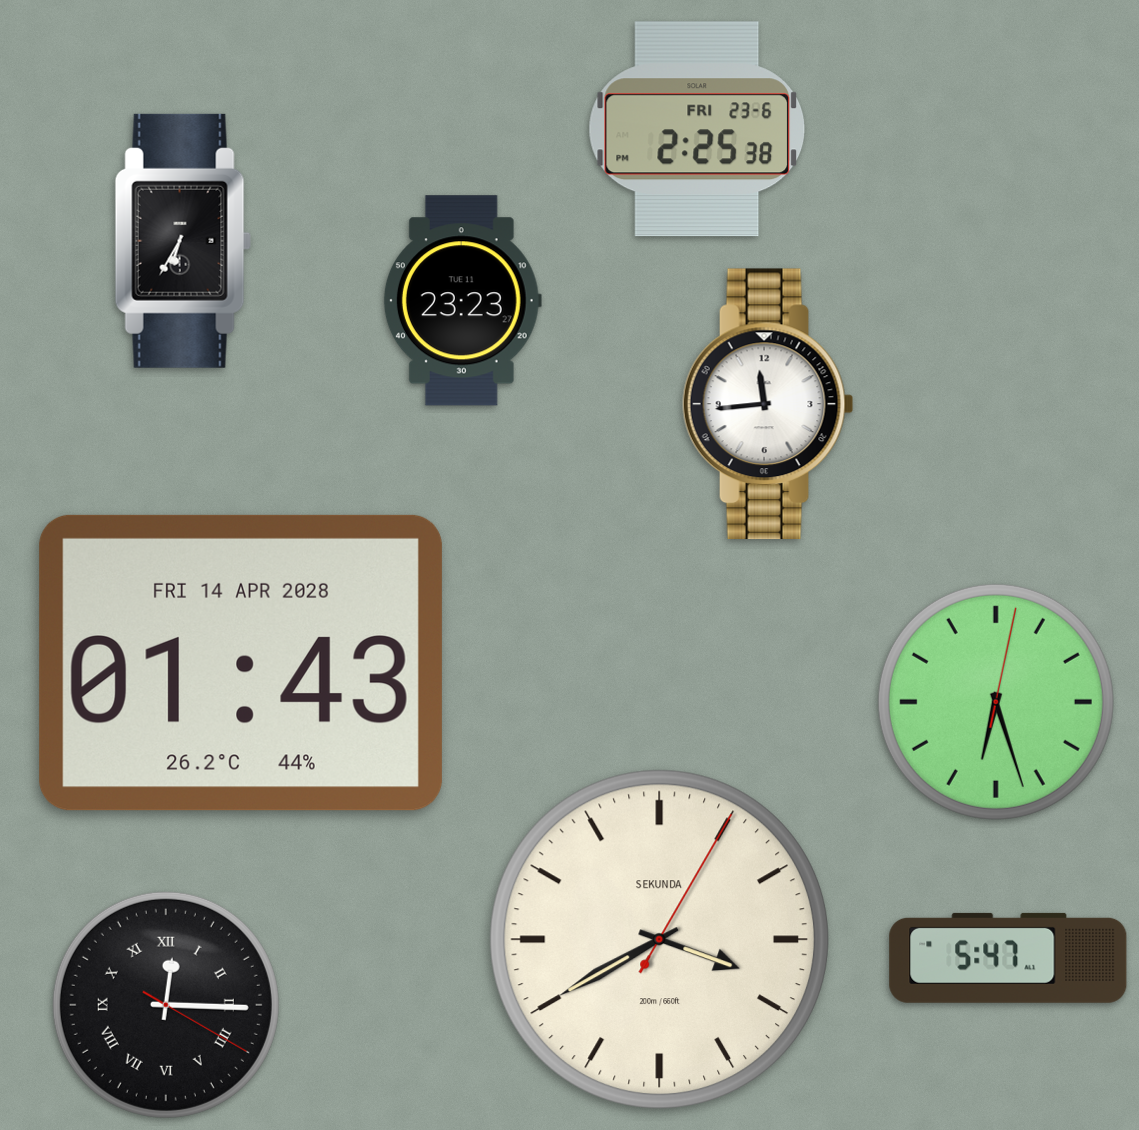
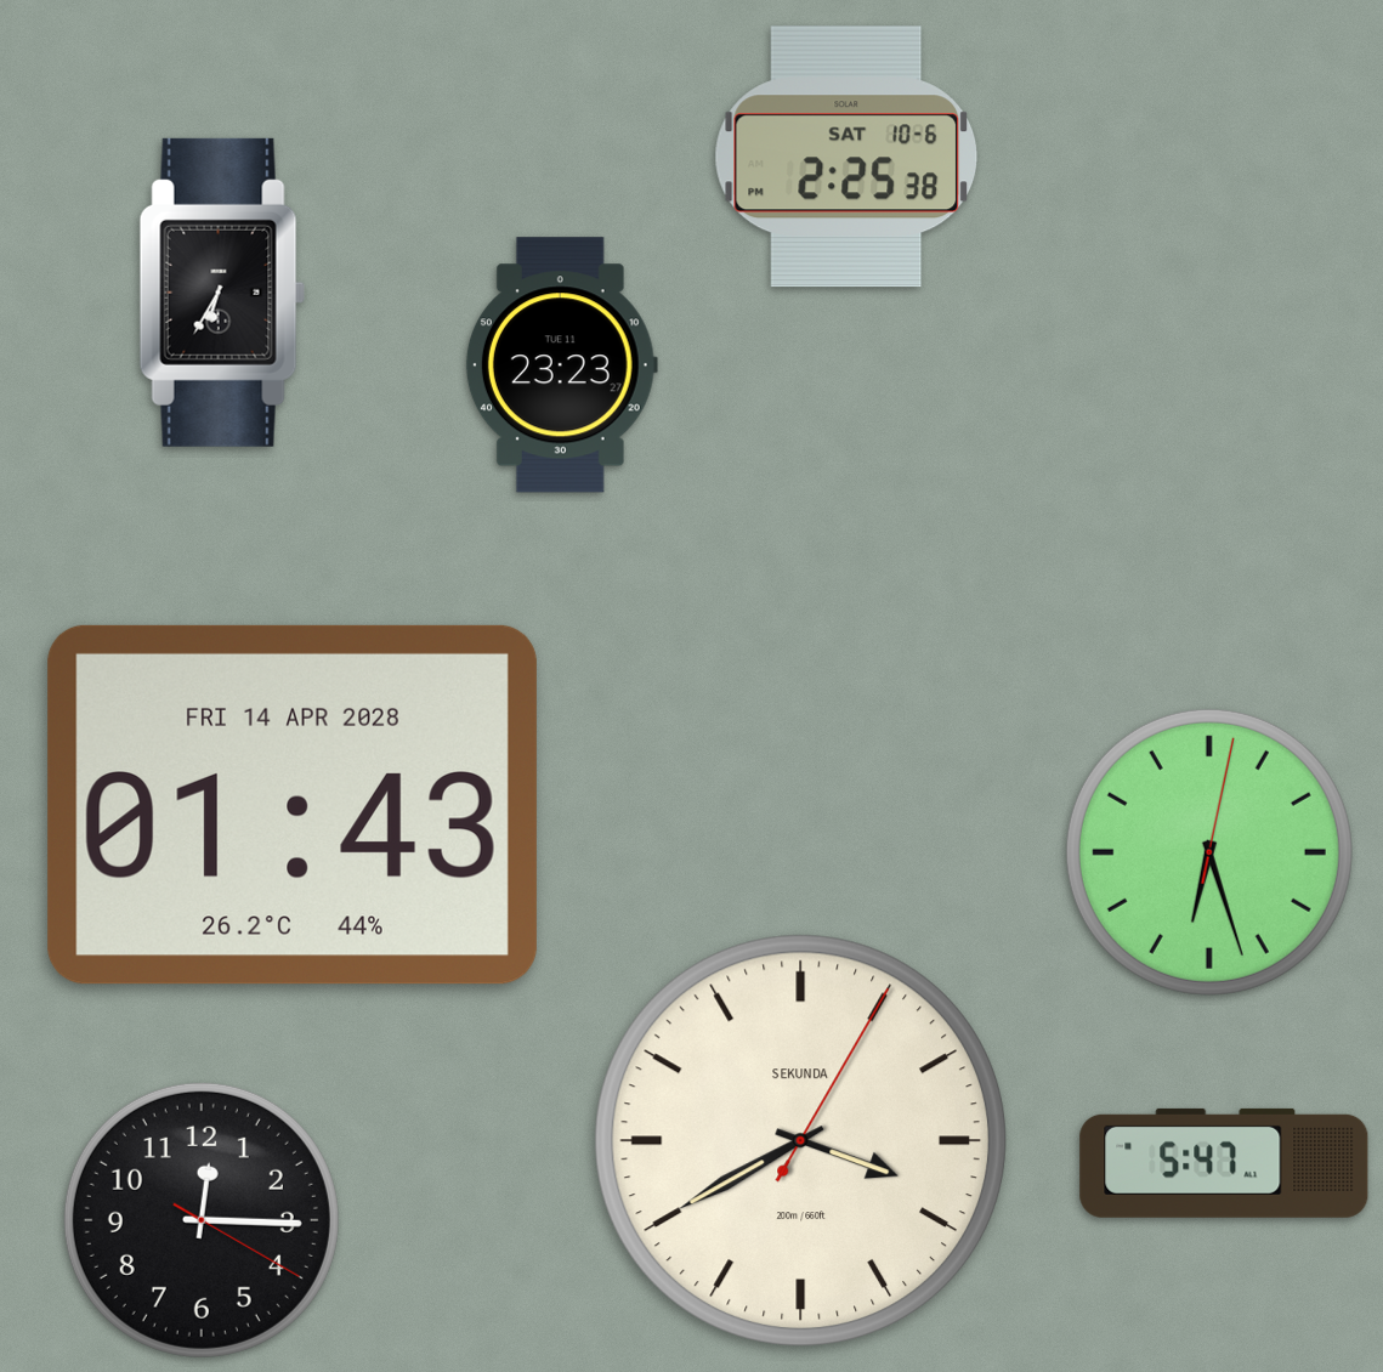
clock at (697, 129) date: FRI 23-6 -> SAT 10-6
clock at (768, 404): 11:44 -> none
clock at (166, 1005) numerals: Roman -> Arabic
